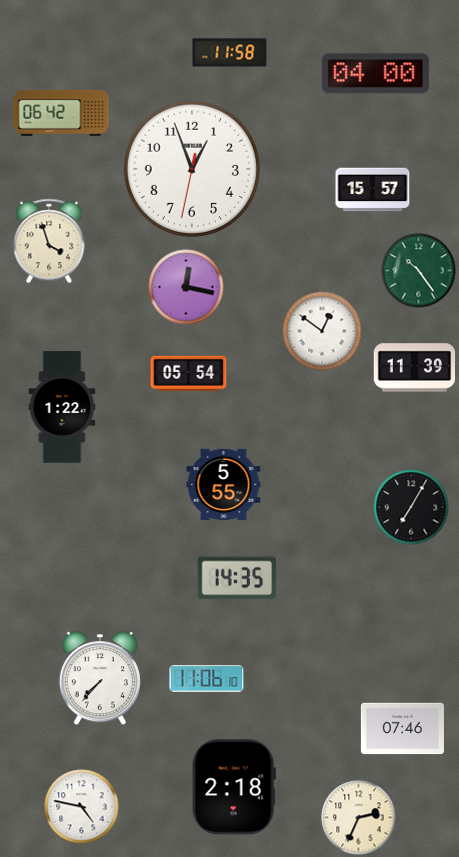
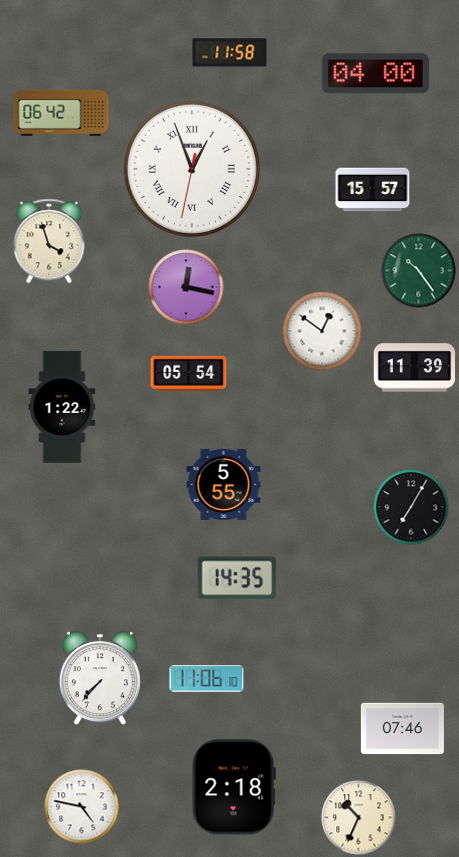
clock at (192, 169) numerals: Arabic -> Roman
clock at (359, 818): 2:34 -> 10:34
